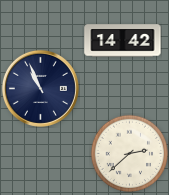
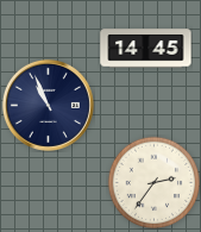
clock at (123, 41): 14:42 -> 14:45
clock at (129, 153): 2:38 -> 2:36
